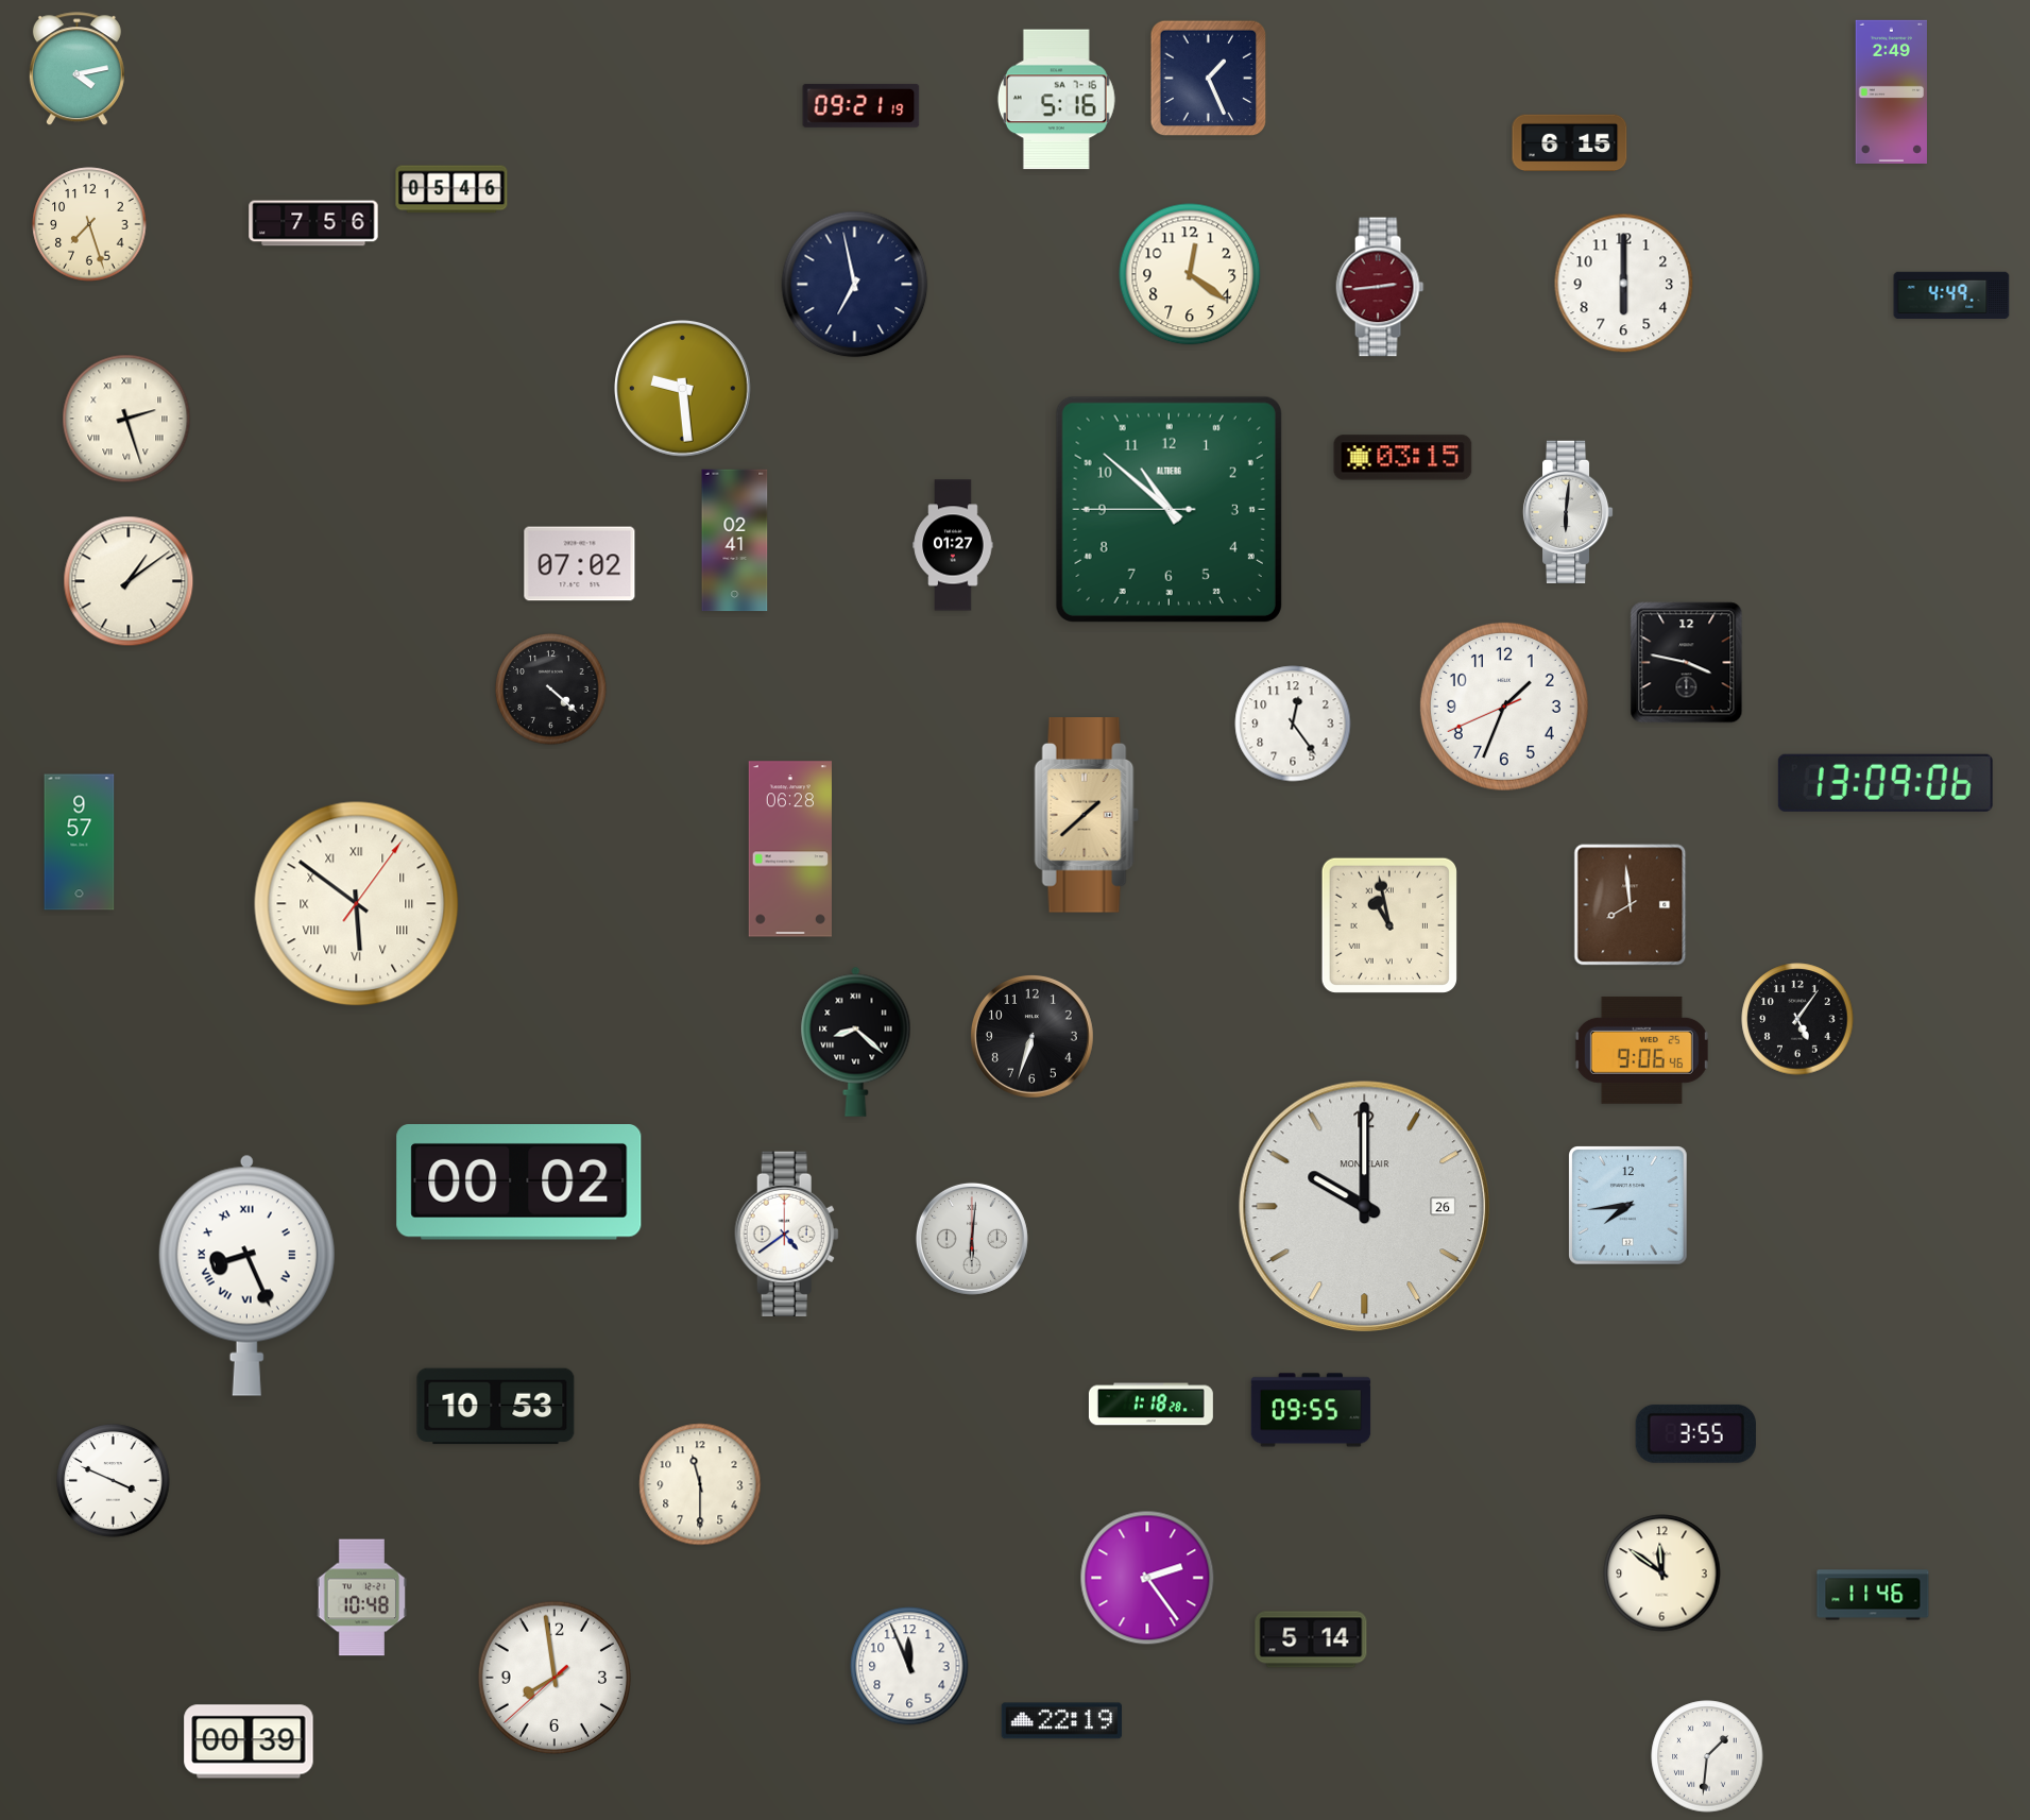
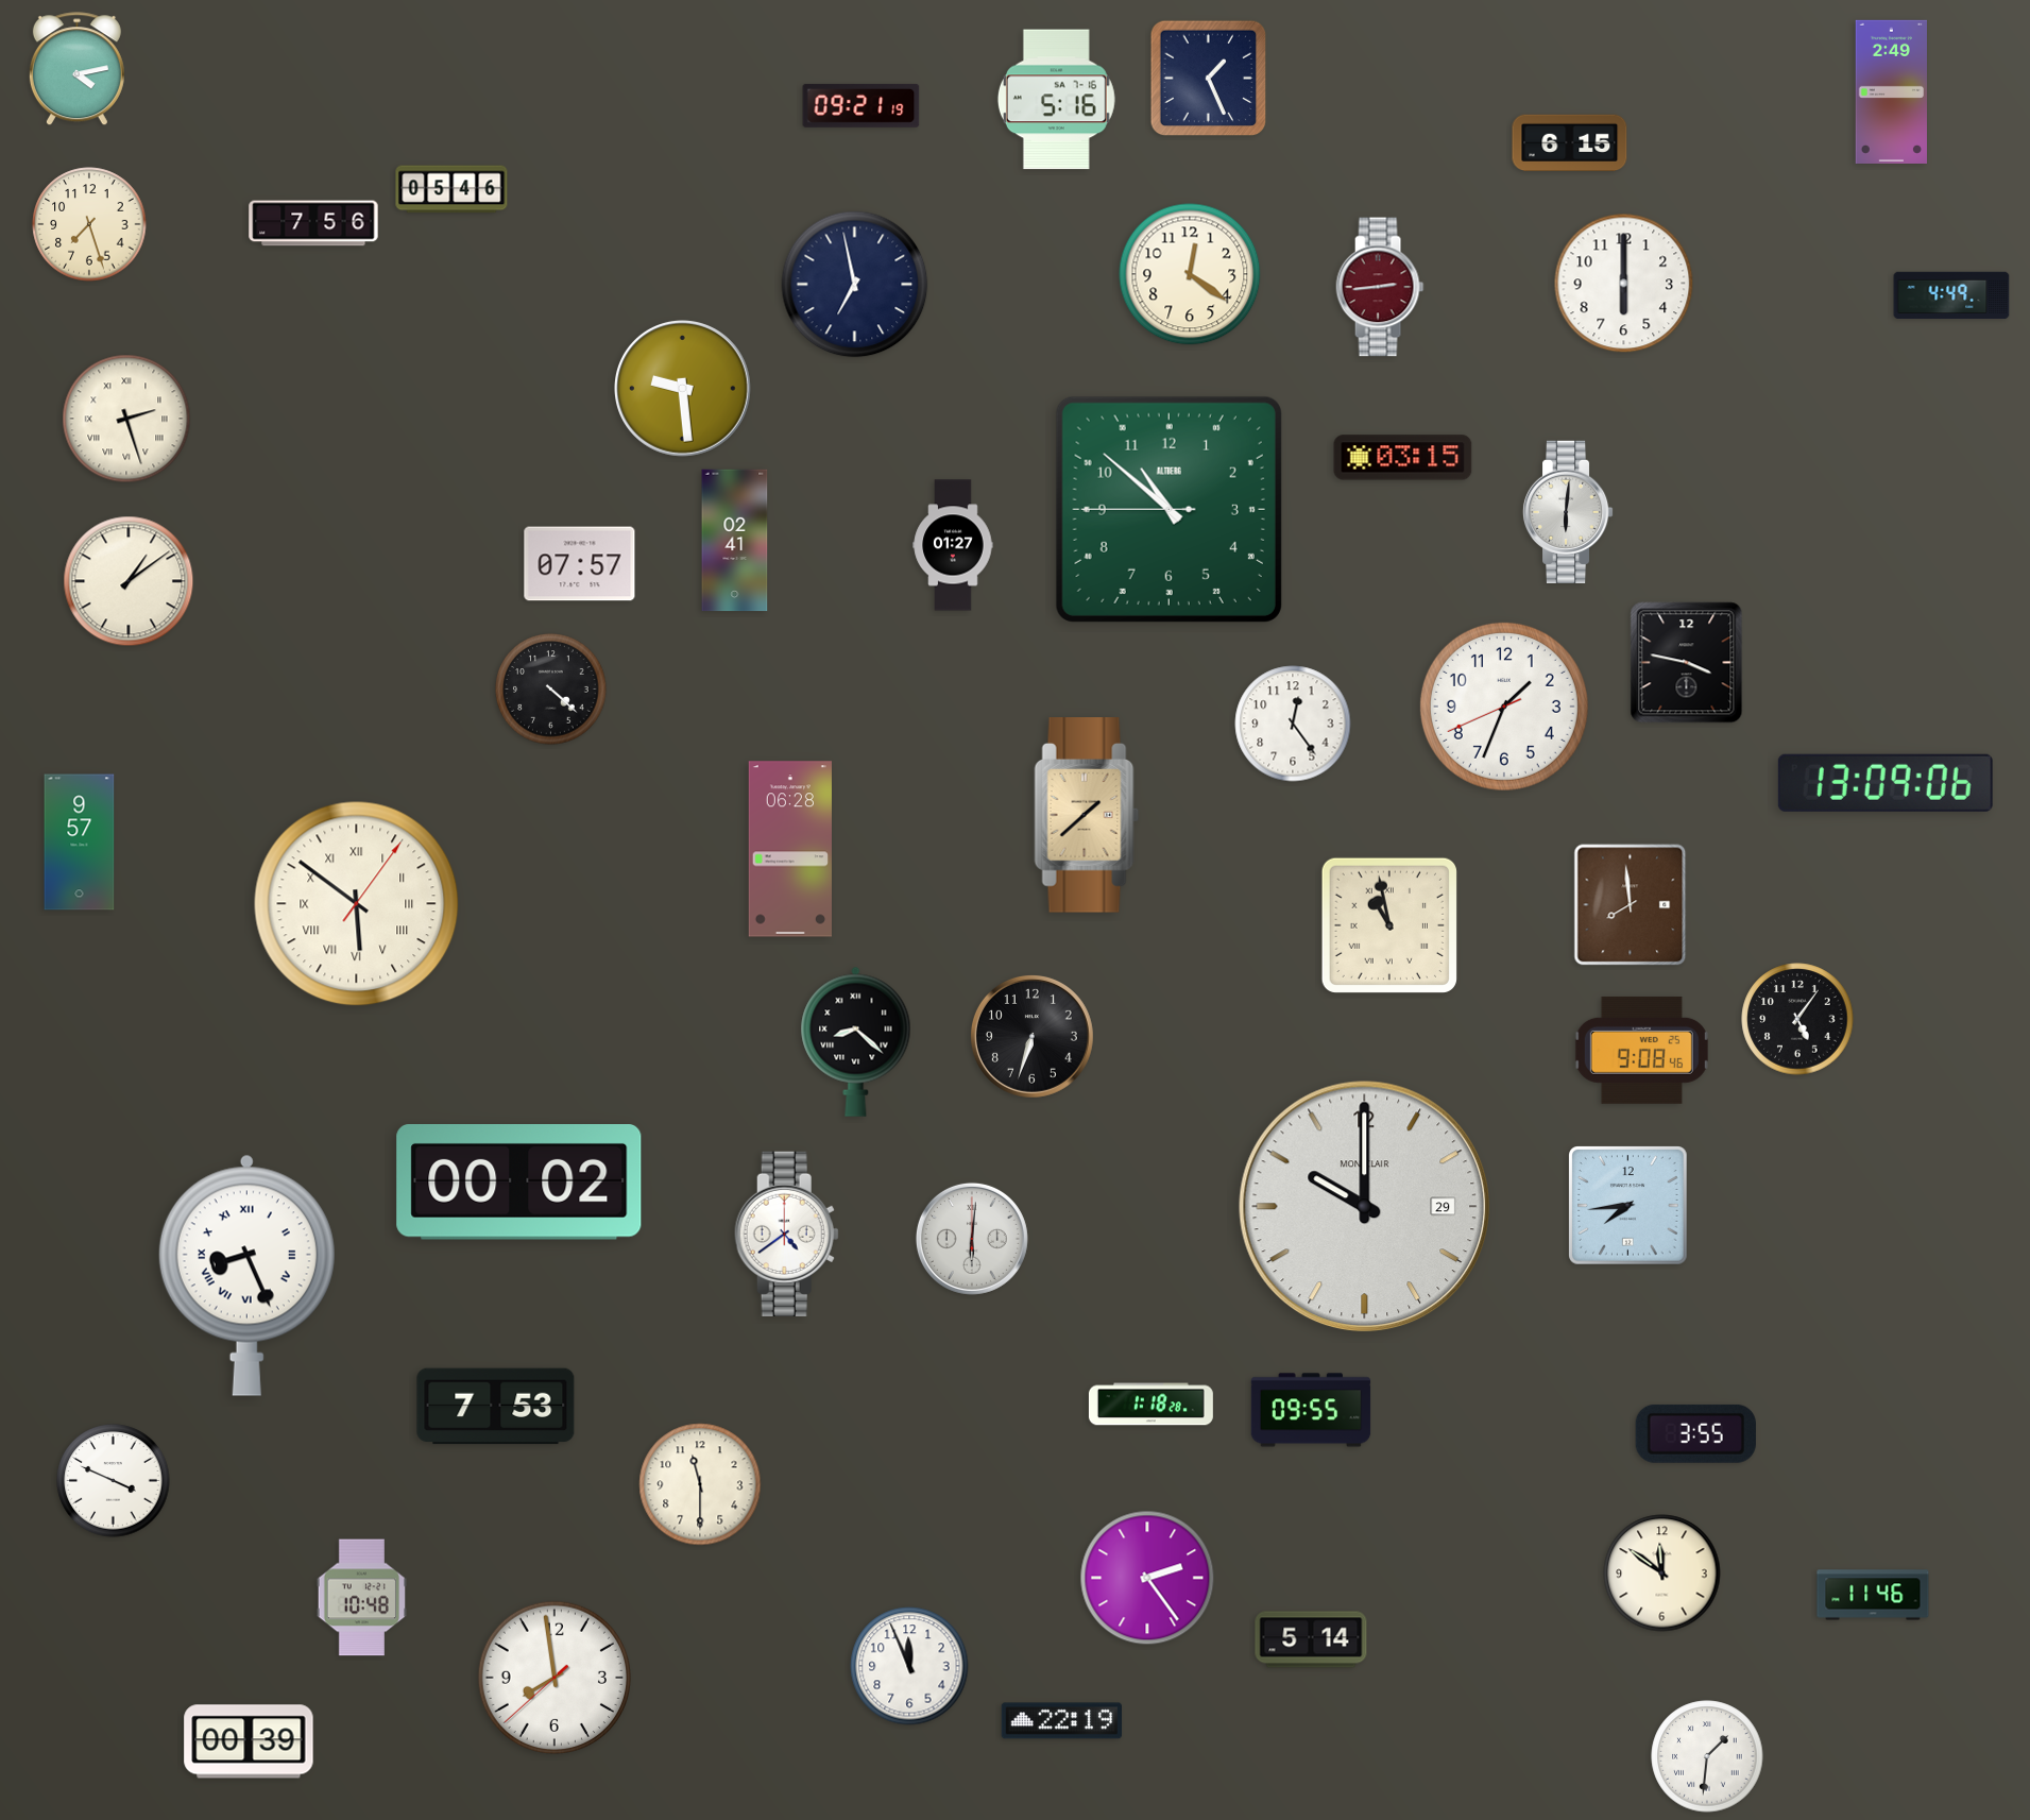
clock at (580, 564): 07:02 -> 07:57
clock at (1641, 1050): 9:06 -> 9:08
clock at (1365, 1207) date: 26 -> 29
clock at (496, 1407): 10:53 -> 7:53
